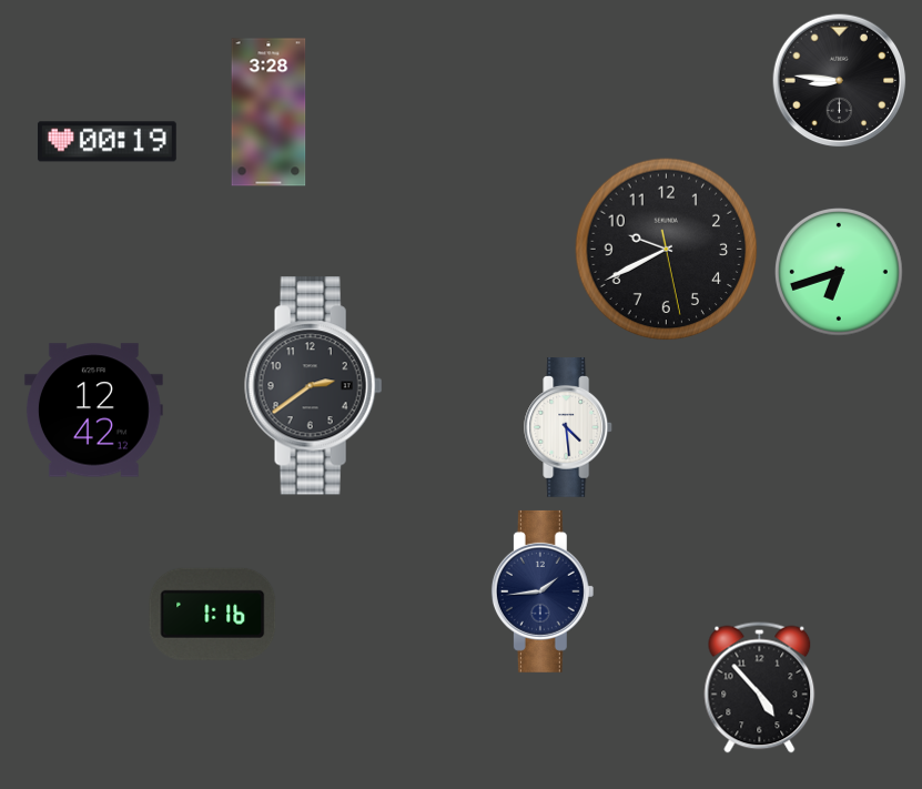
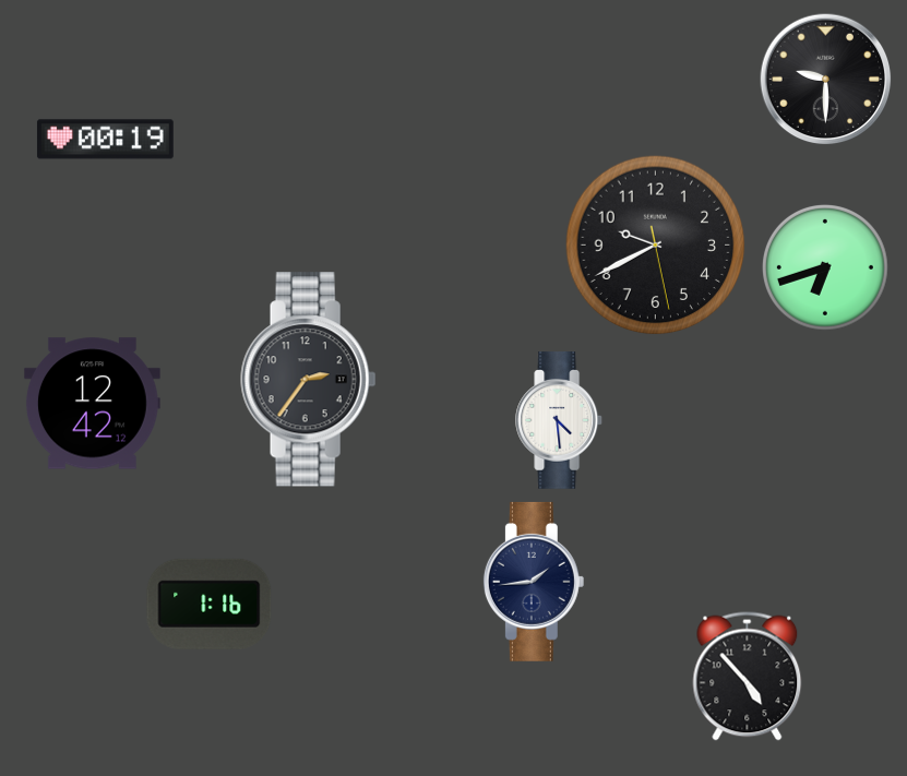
clock at (840, 81): 8:46 -> 9:30
clock at (269, 112): 3:28 -> none
clock at (314, 386): 2:39 -> 2:36
